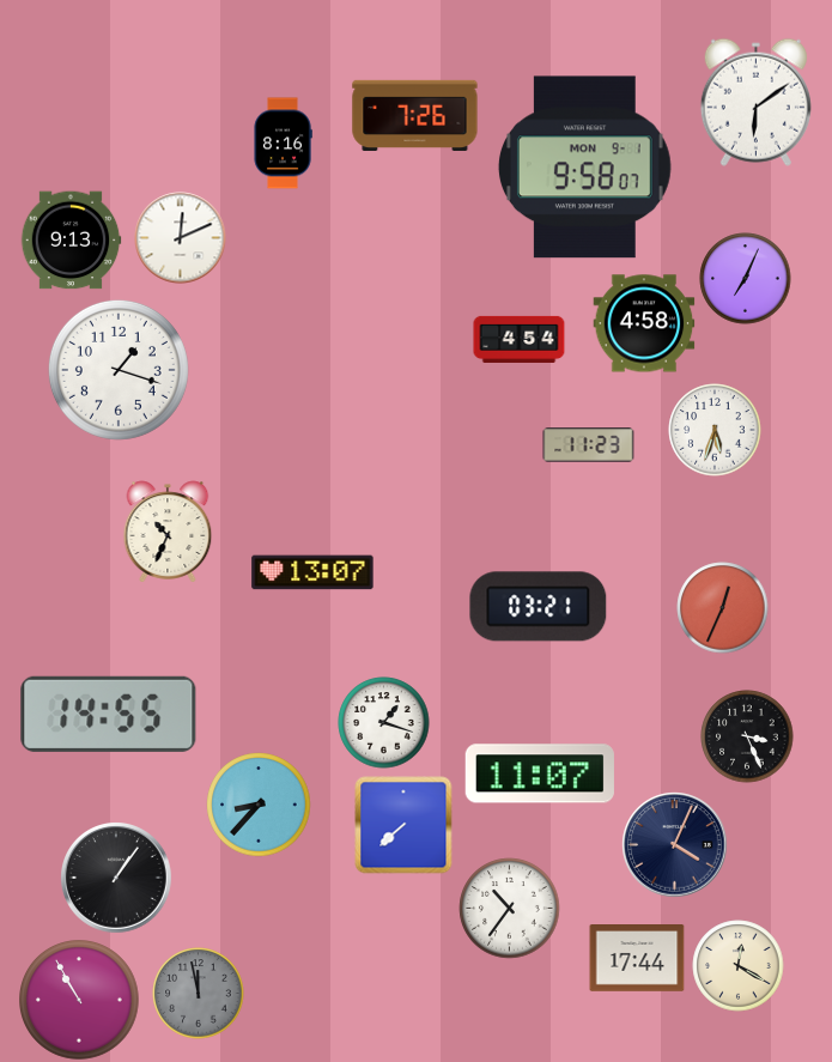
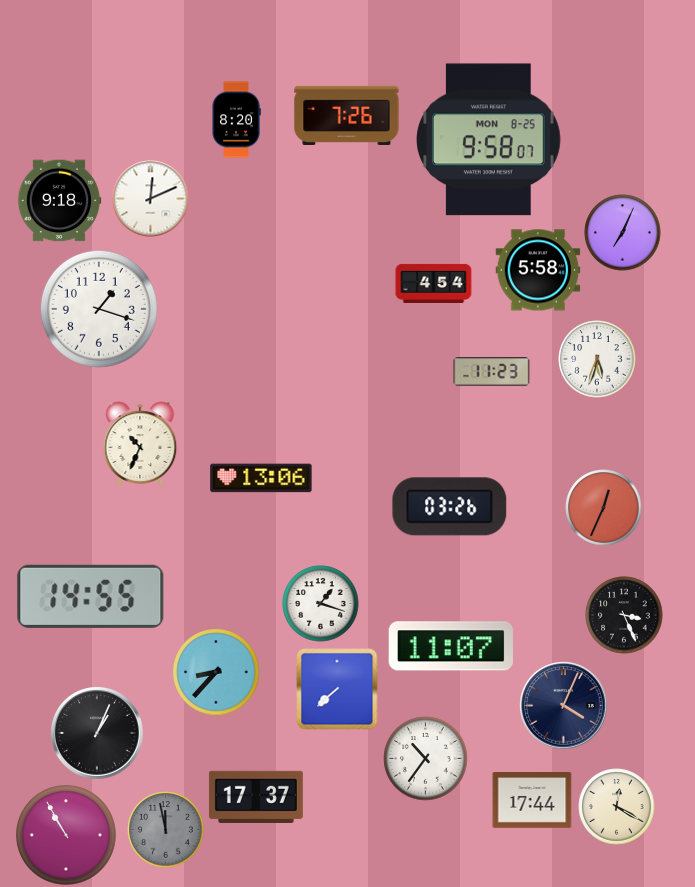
clock at (755, 102): 6:09 -> none
clock at (415, 115) position: (415, 115) -> (347, 115)
clock at (283, 144): 8:16 -> 8:20
clock at (584, 168) date: MON 9-1 -> MON 8-25
clock at (71, 241): 9:13 -> 9:18
clock at (644, 323): 4:58 -> 5:58
clock at (312, 572): 13:07 -> 13:06
clock at (539, 607): 03:21 -> 03:26
clock at (117, 879): 1:06 -> 1:04
clock at (256, 797): none -> 17:37
